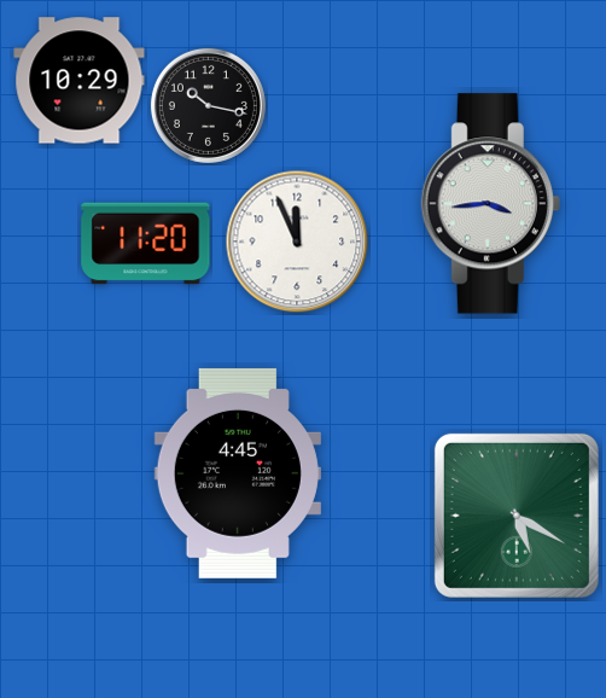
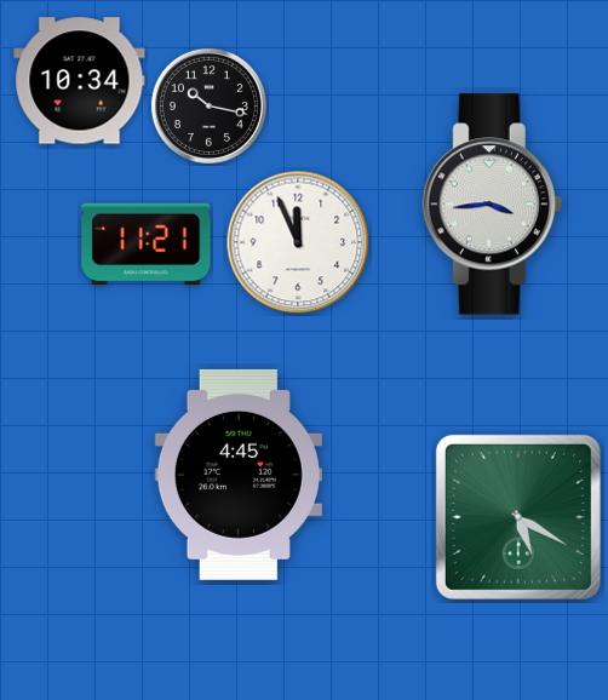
clock at (80, 81): 10:29 -> 10:34
clock at (146, 244): 11:20 -> 11:21
